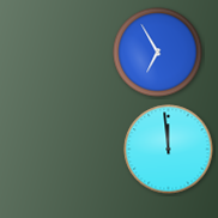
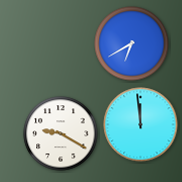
clock at (158, 53): 6:55 -> 6:40
clock at (61, 134): none -> 9:20
